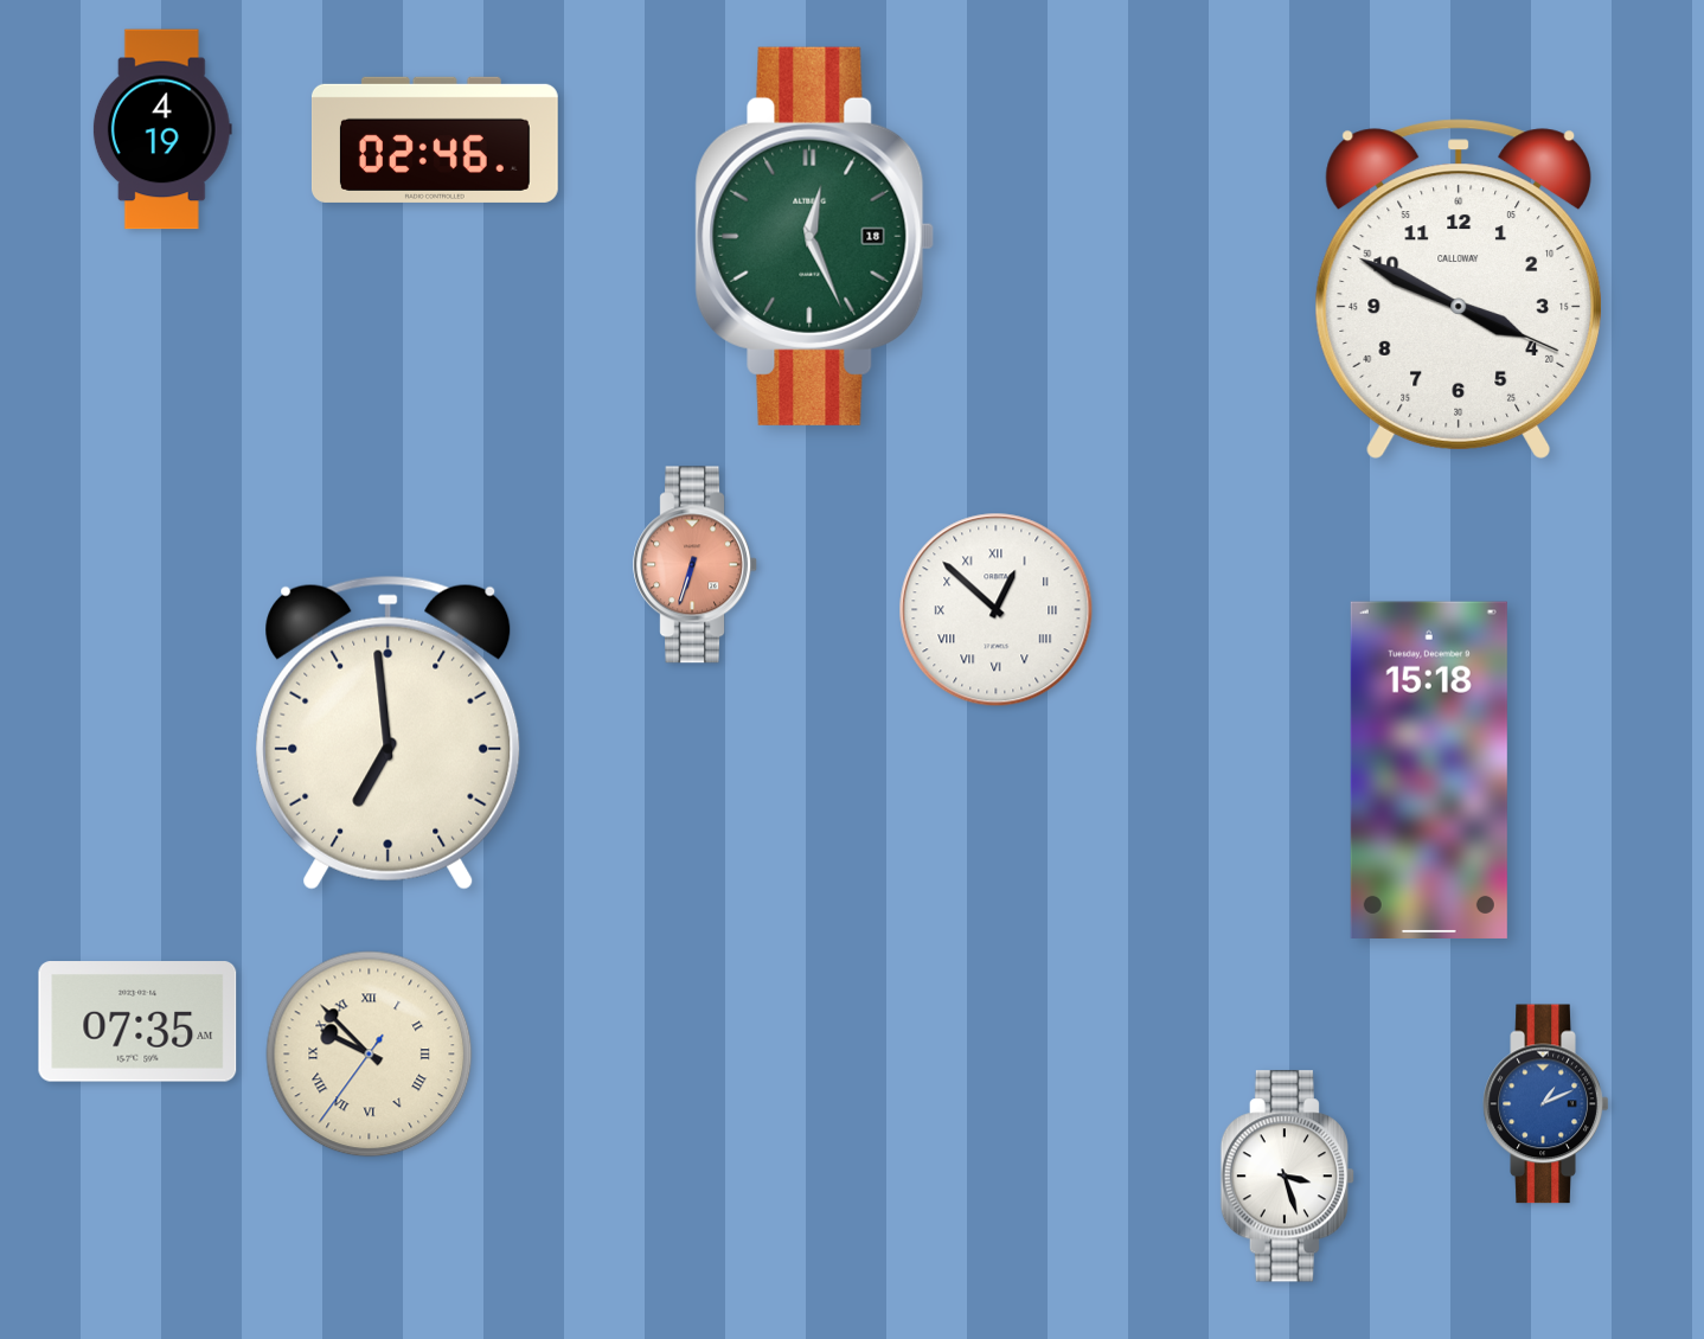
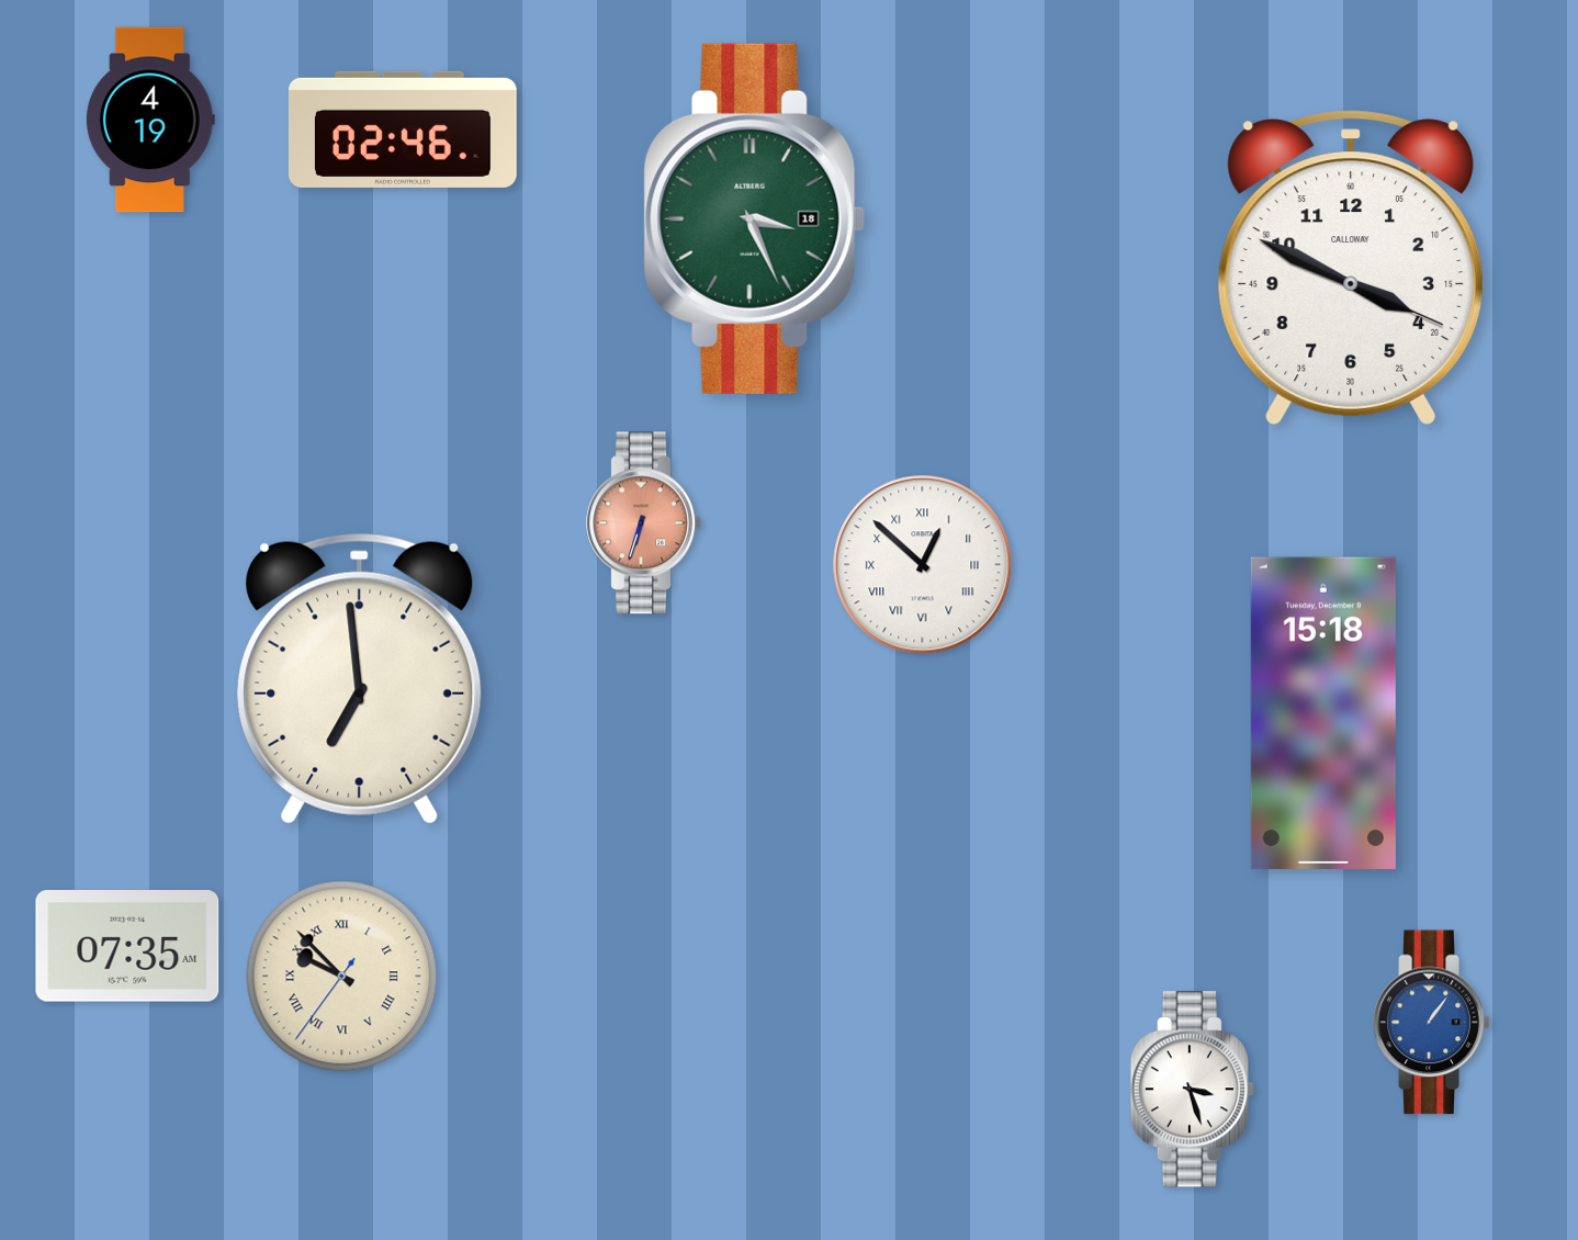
clock at (815, 236): 12:26 -> 3:26
clock at (1546, 1104): 1:11 -> 1:06
